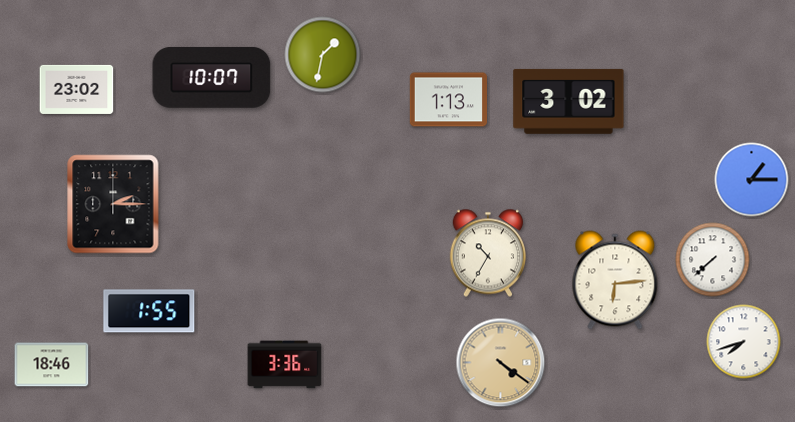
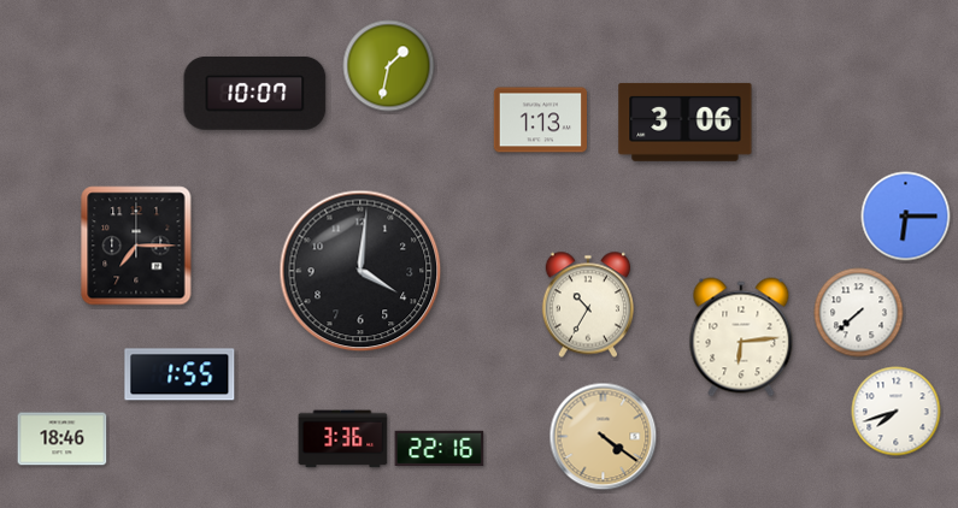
clock at (77, 89): 23:02 -> none
clock at (569, 101): 3:02 -> 3:06
clock at (752, 180): 1:15 -> 6:15
clock at (113, 204): 2:15 -> 7:15
clock at (360, 271): none -> 4:01
clock at (440, 448): none -> 22:16
